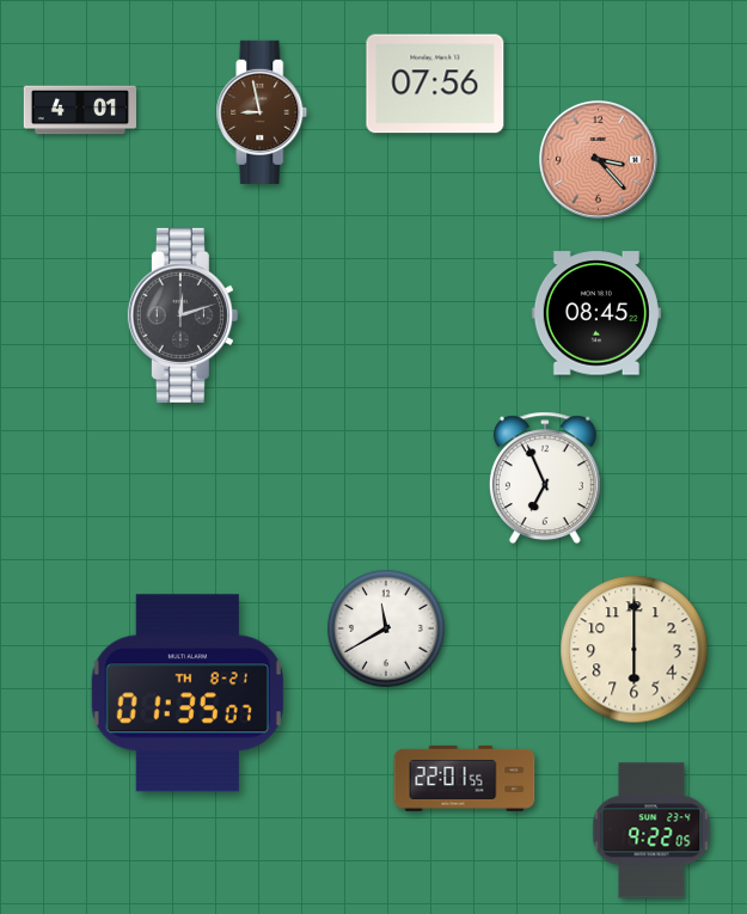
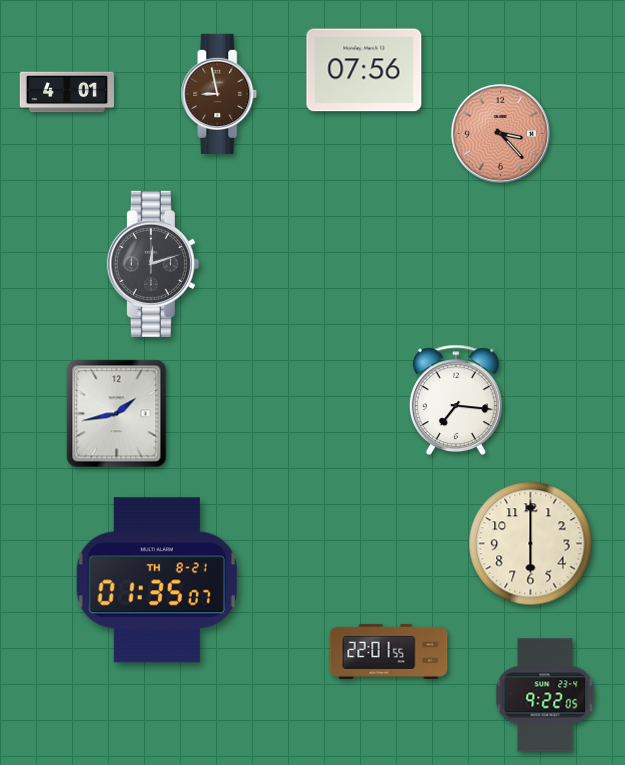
clock at (596, 313): 08:45 -> none
clock at (545, 478): 6:56 -> 7:16
clock at (117, 414): none -> 1:43
clock at (386, 628): 11:40 -> none
